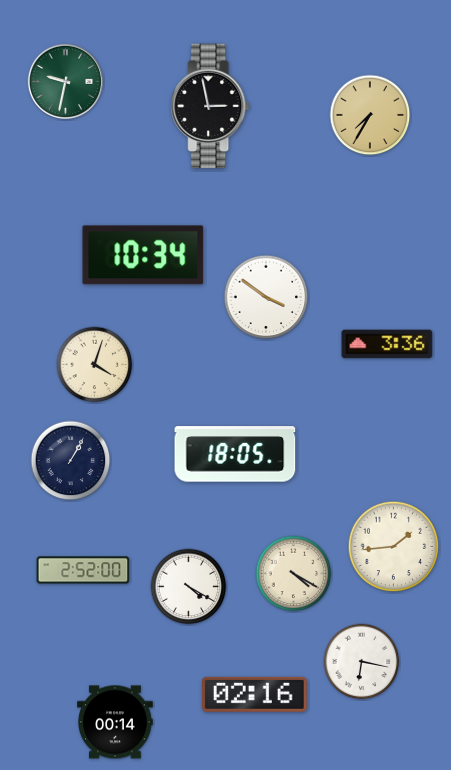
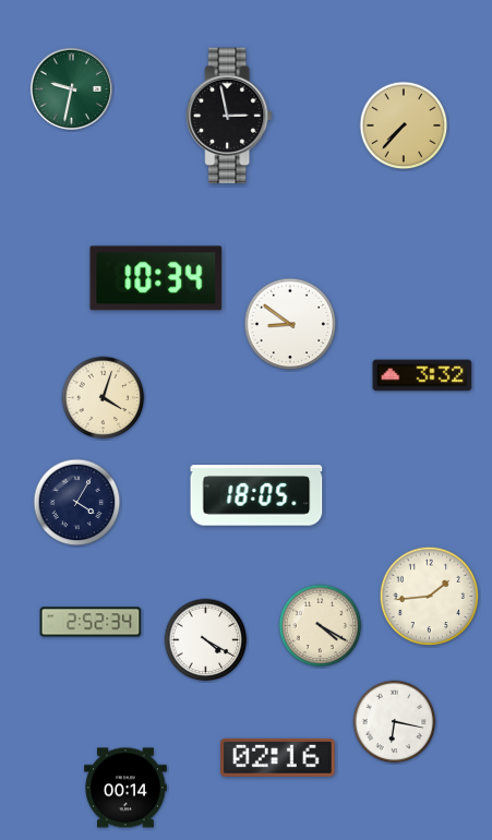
clock at (370, 115): 7:35 -> 7:37
clock at (266, 297): 3:51 -> 8:51
clock at (387, 344): 3:36 -> 3:32
clock at (71, 461): 1:05 -> 4:05
clock at (83, 570): 2:52:00 -> 2:52:34
